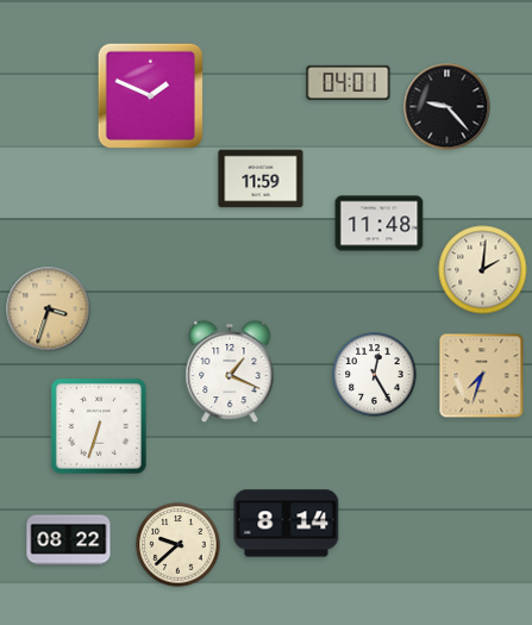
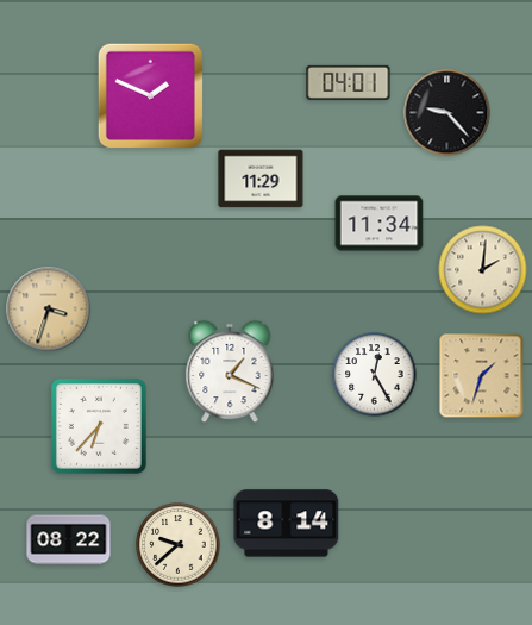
clock at (447, 107) position: (447, 107) -> (447, 113)
clock at (261, 179): 11:59 -> 11:29
clock at (380, 224): 11:48 -> 11:34
clock at (482, 376): 7:33 -> 1:33
clock at (99, 426): 6:33 -> 6:37
